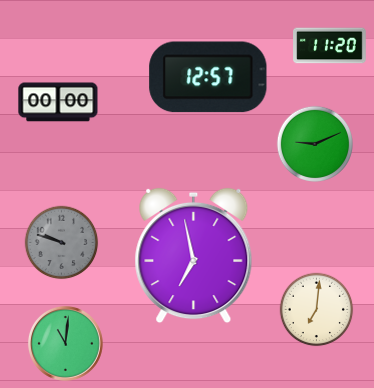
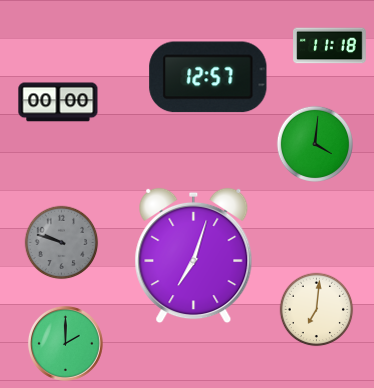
clock at (330, 46): 11:20 -> 11:18
clock at (314, 143): 9:11 -> 4:01
clock at (194, 256): 6:58 -> 7:03
clock at (65, 343): 11:01 -> 2:00
